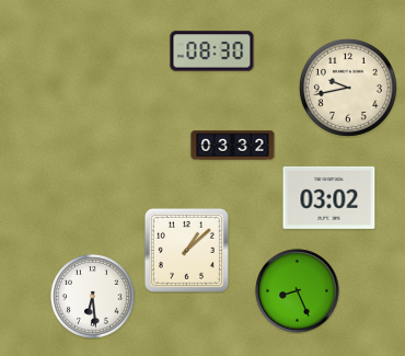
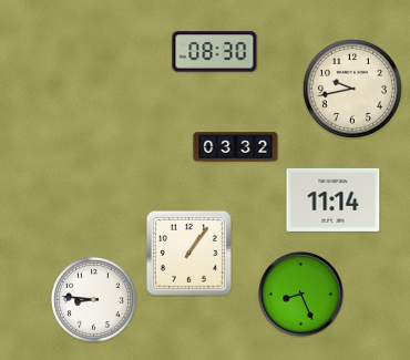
clock at (329, 197): 03:02 -> 11:14
clock at (186, 250): 1:08 -> 1:06
clock at (93, 297): 6:29 -> 8:46
